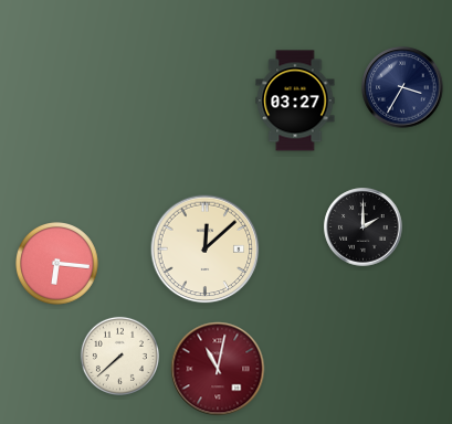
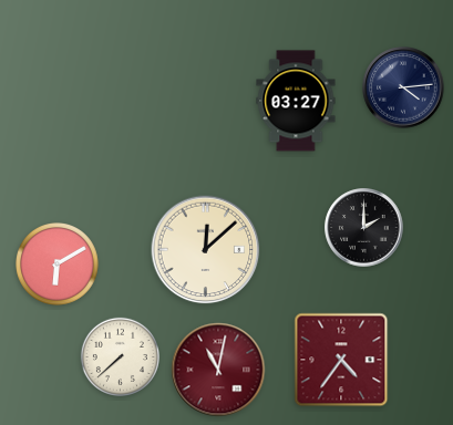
clock at (402, 87): 3:35 -> 4:14
clock at (57, 264): 6:16 -> 6:10
clock at (341, 360): none -> 4:36
